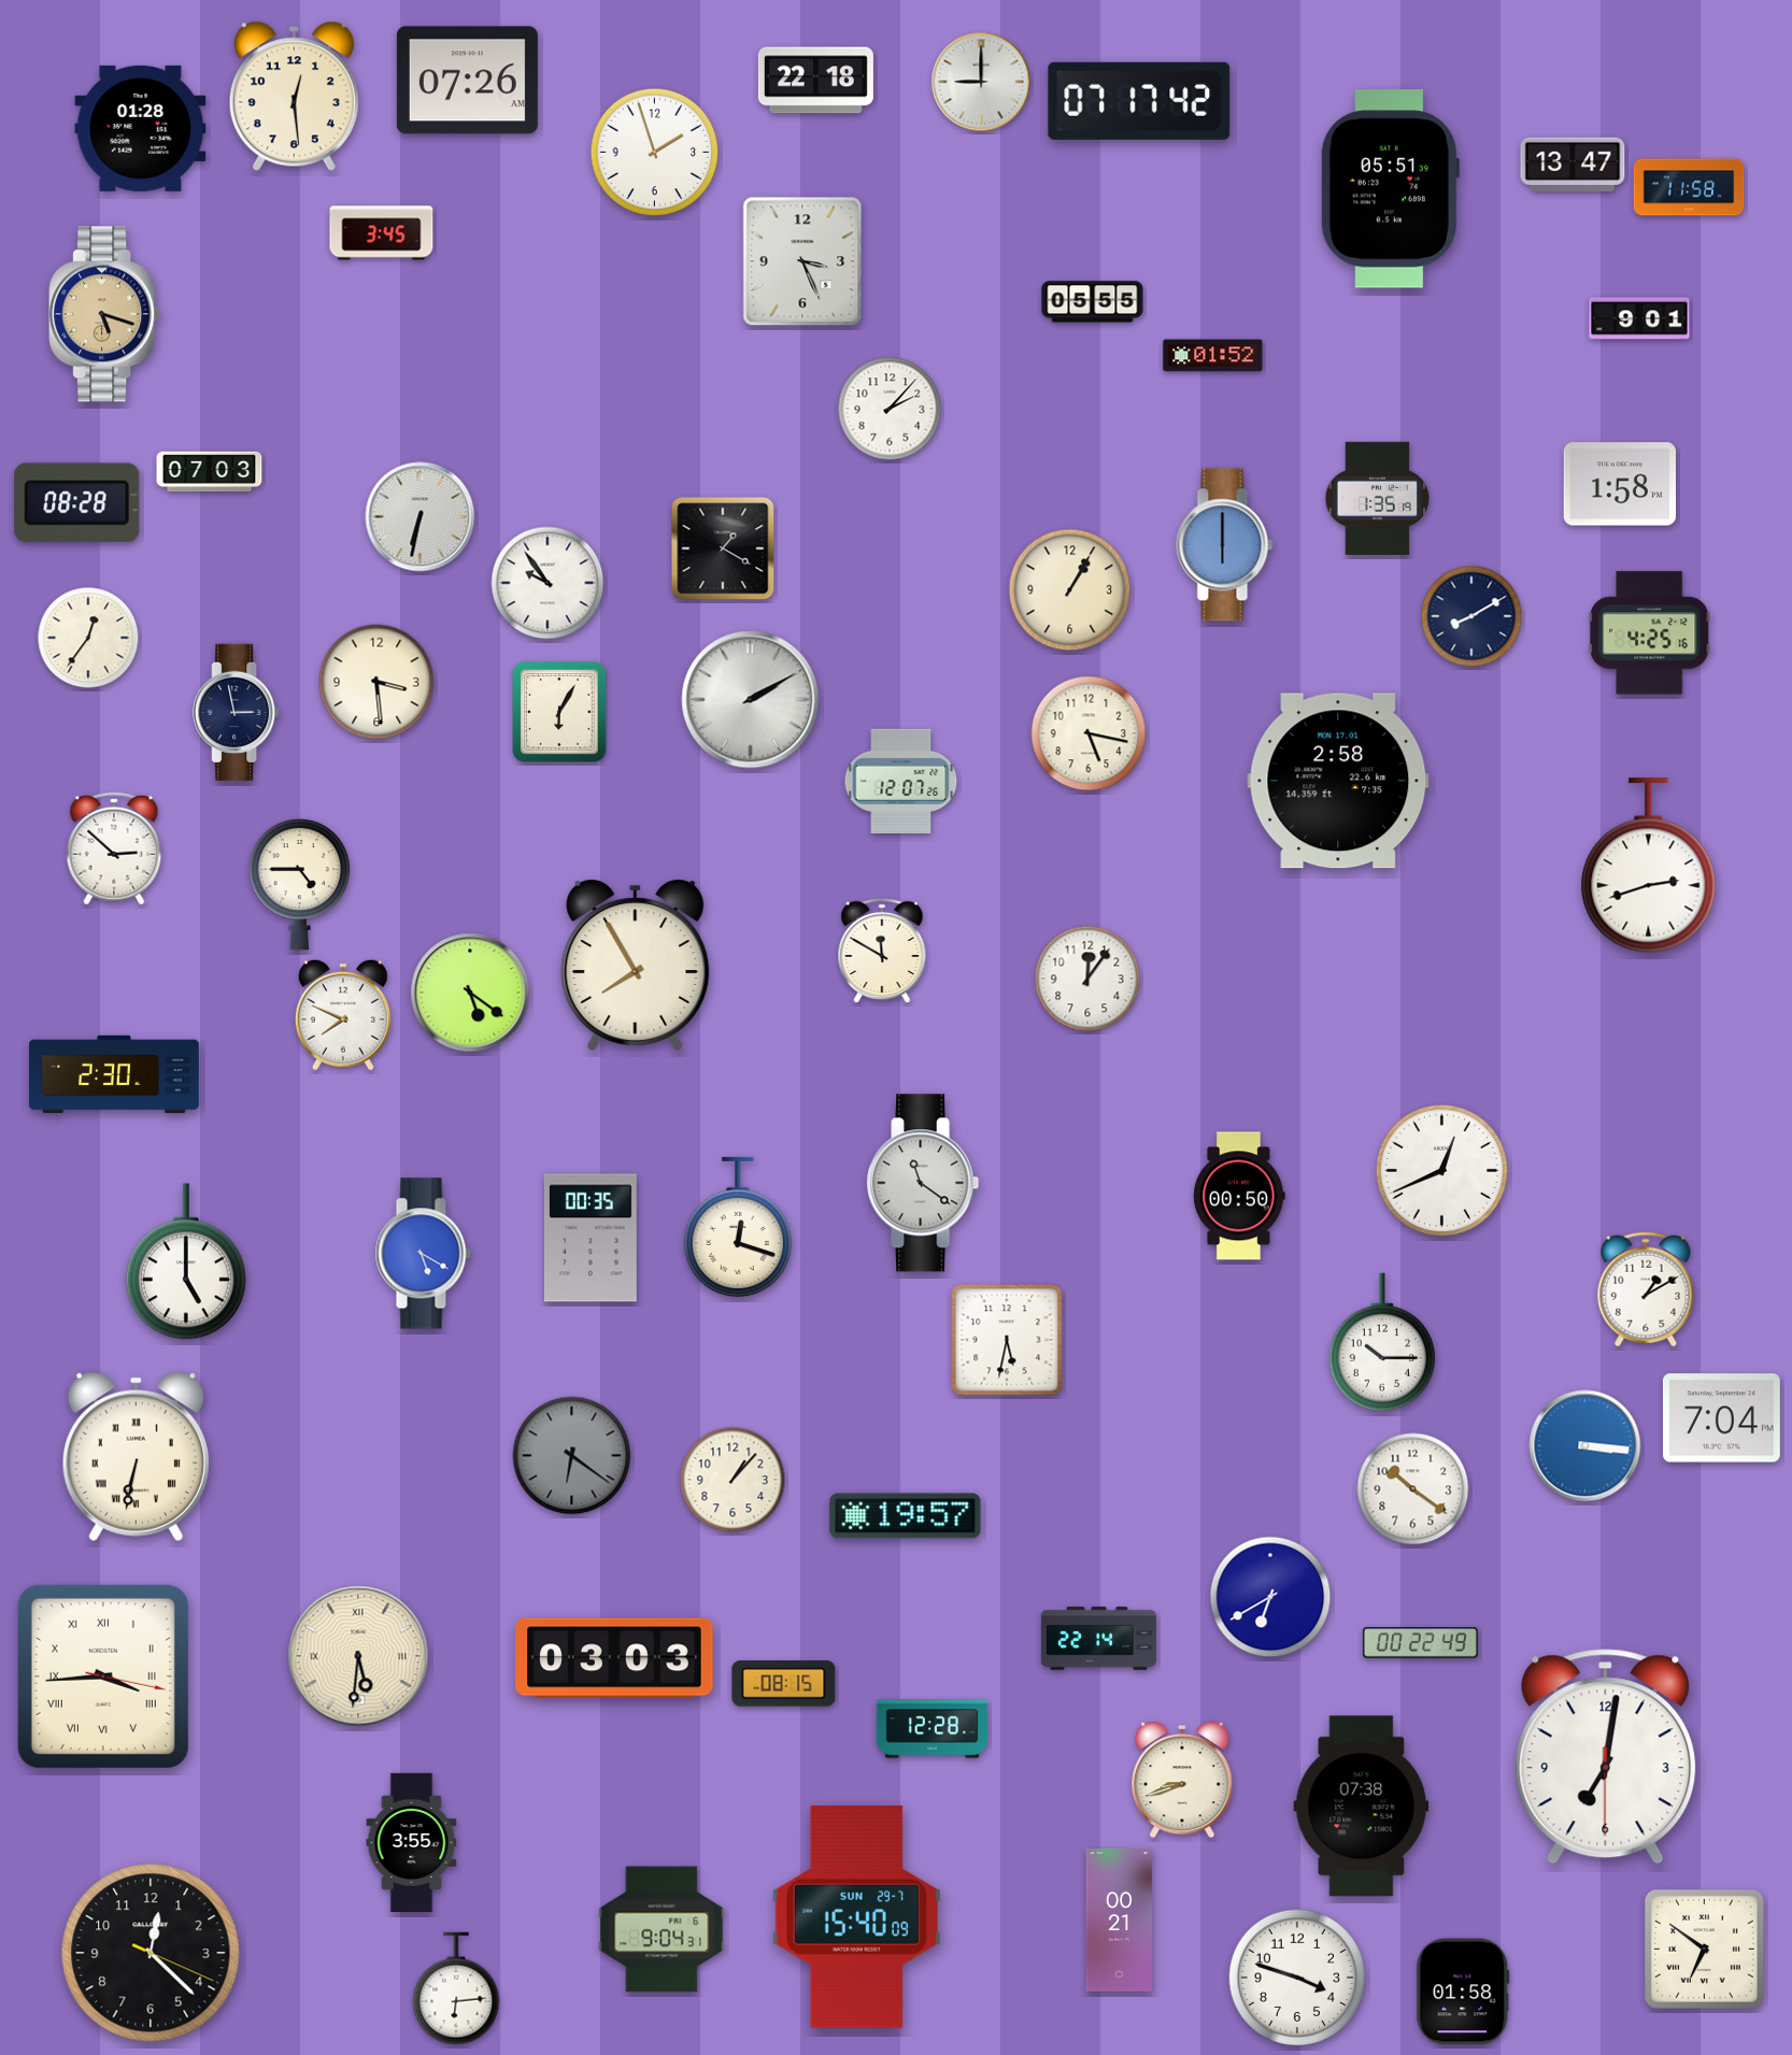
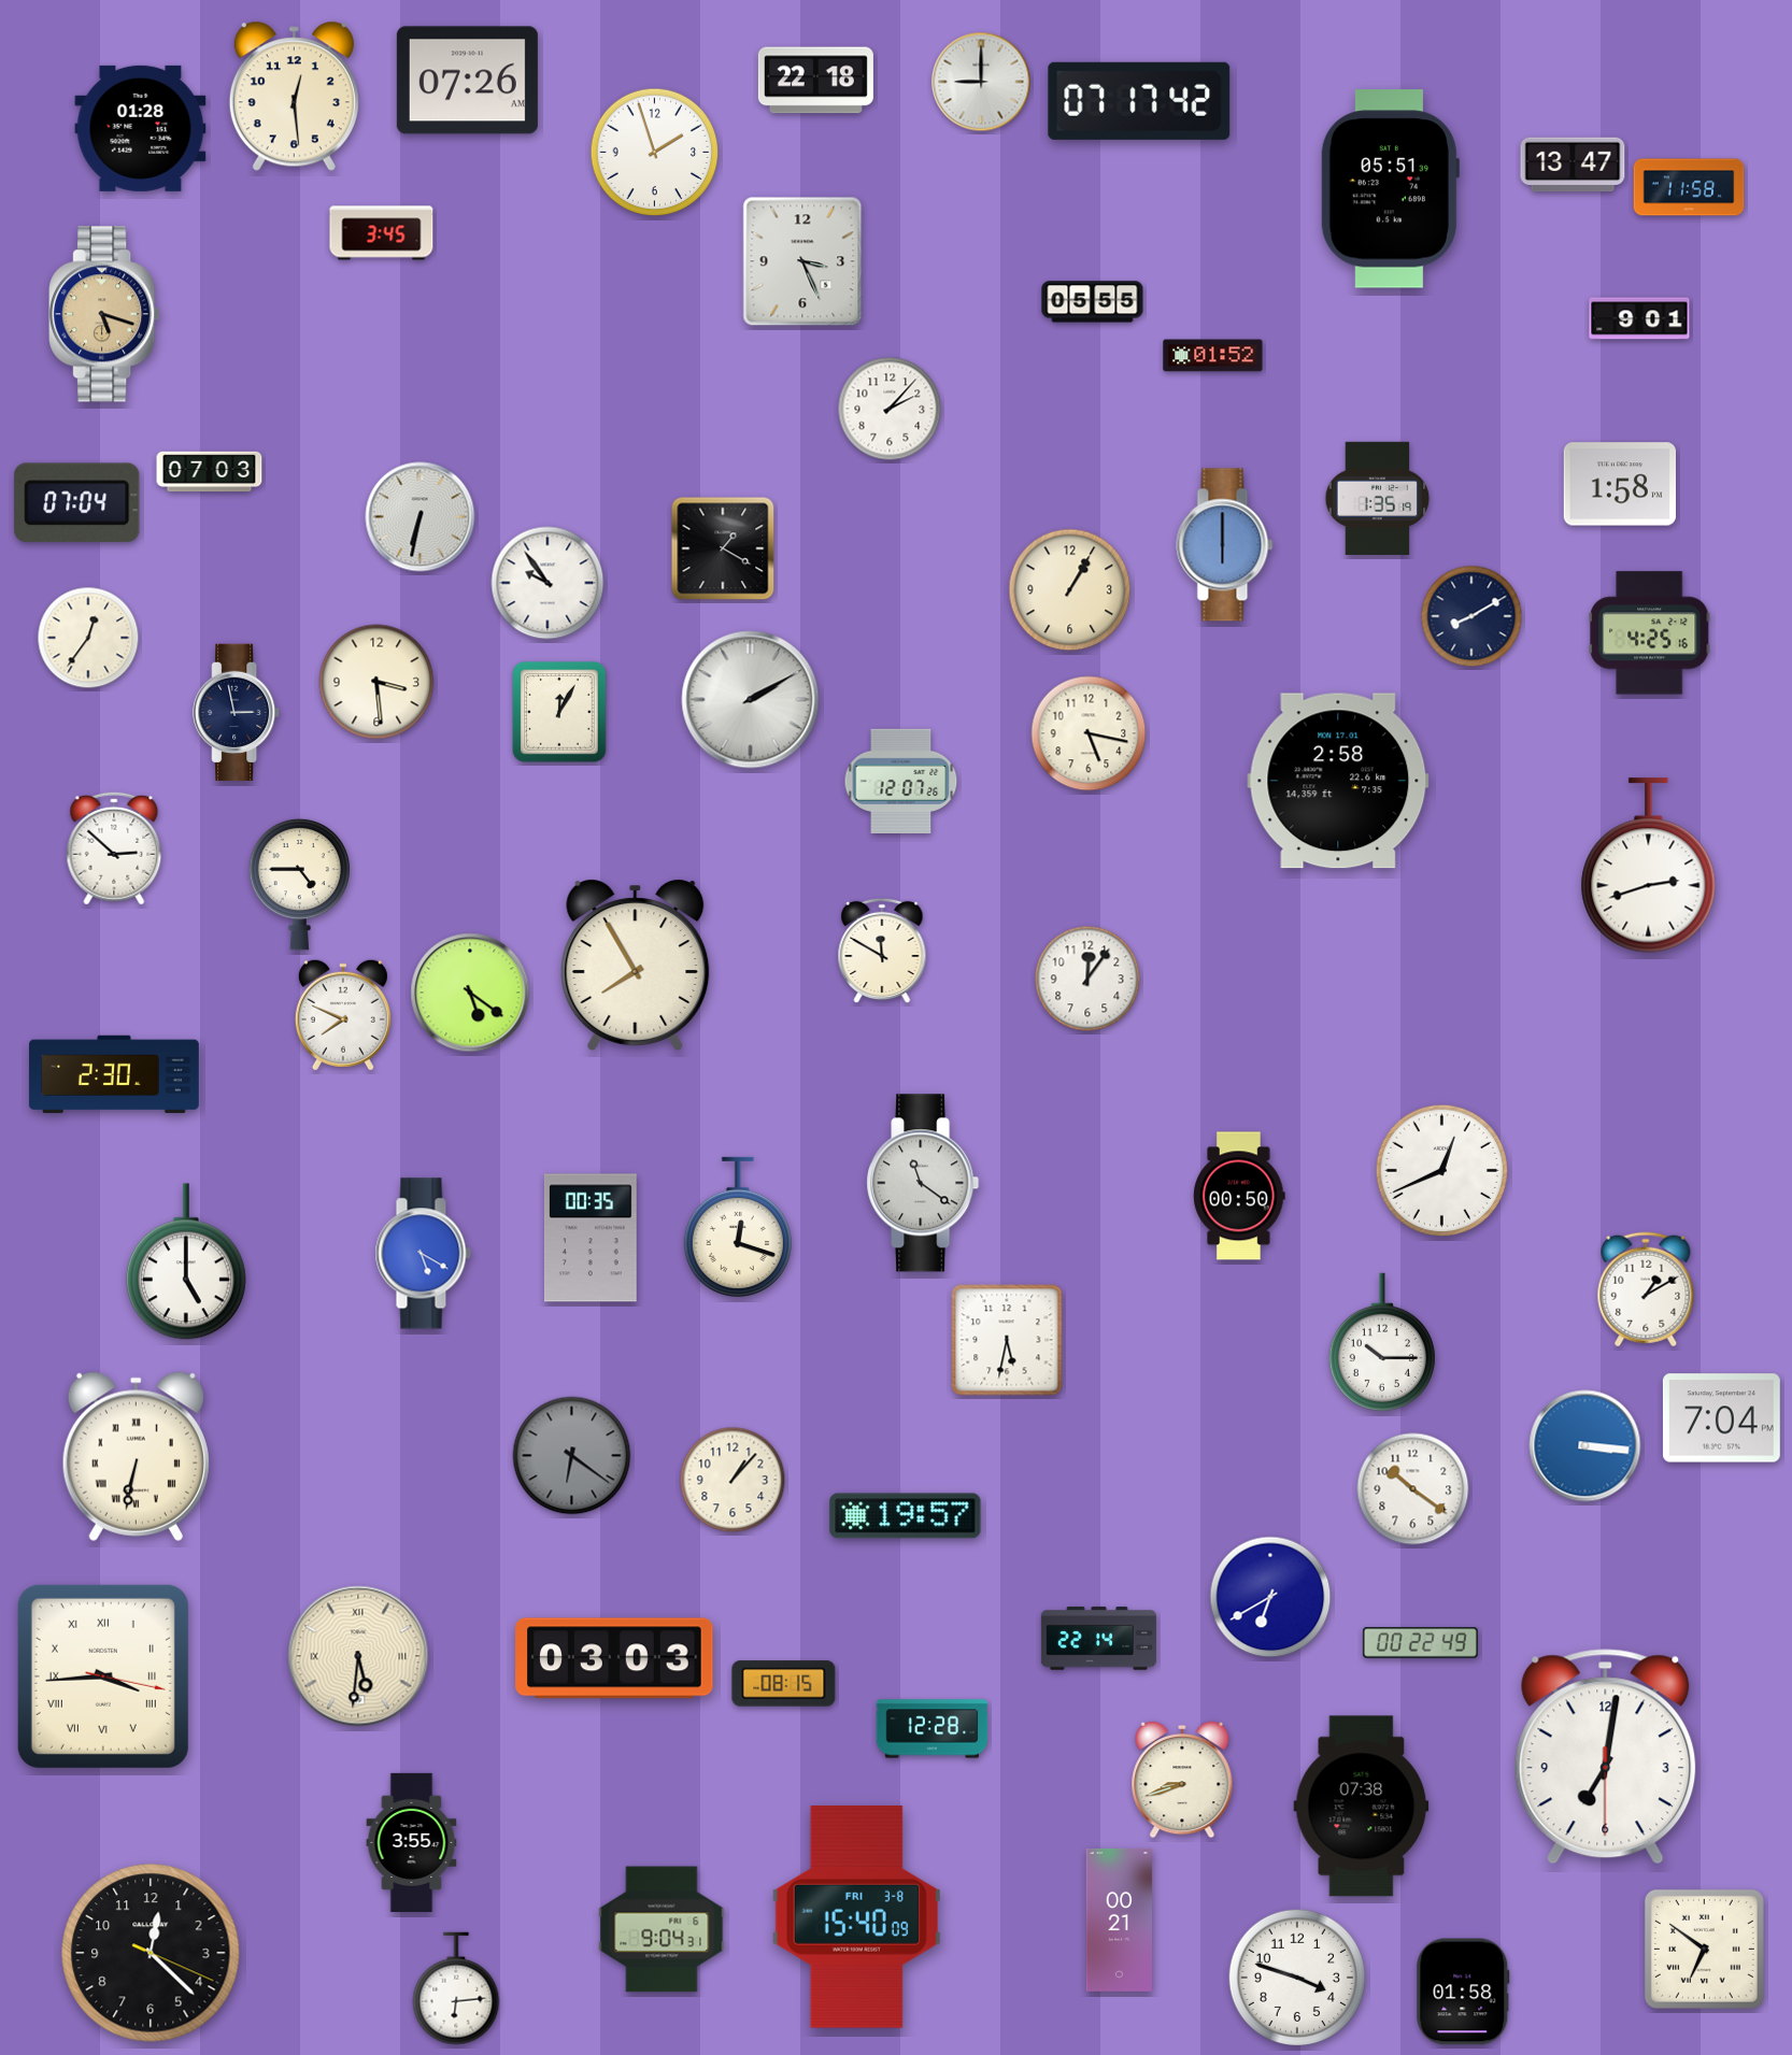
clock at (77, 503): 08:28 -> 07:04
clock at (559, 712): 6:05 -> 12:05
clock at (856, 1916) date: SUN 29-7 -> FRI 3-8
